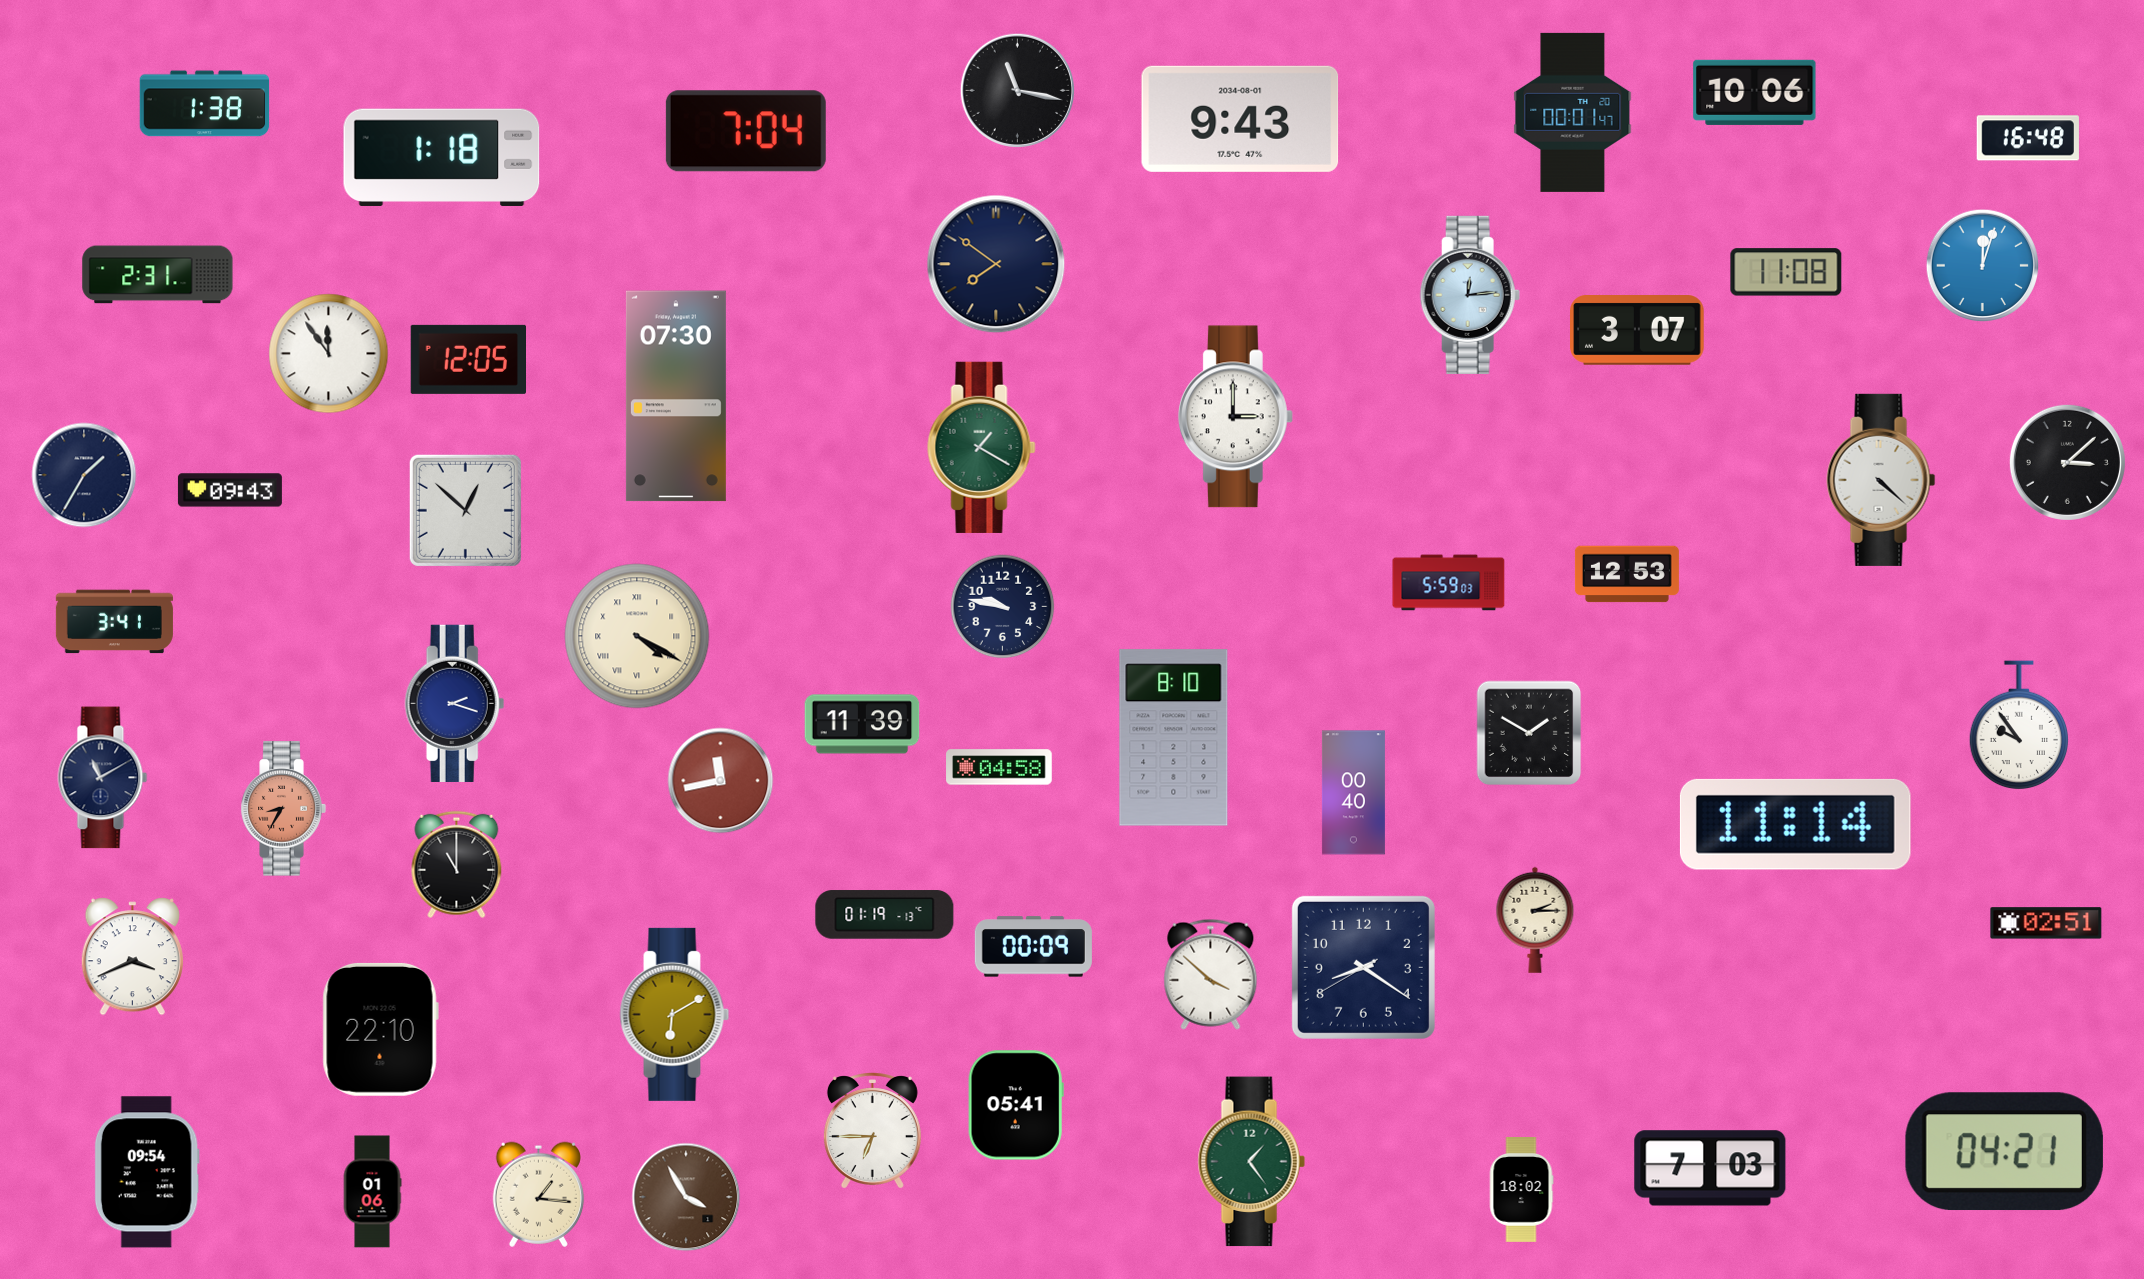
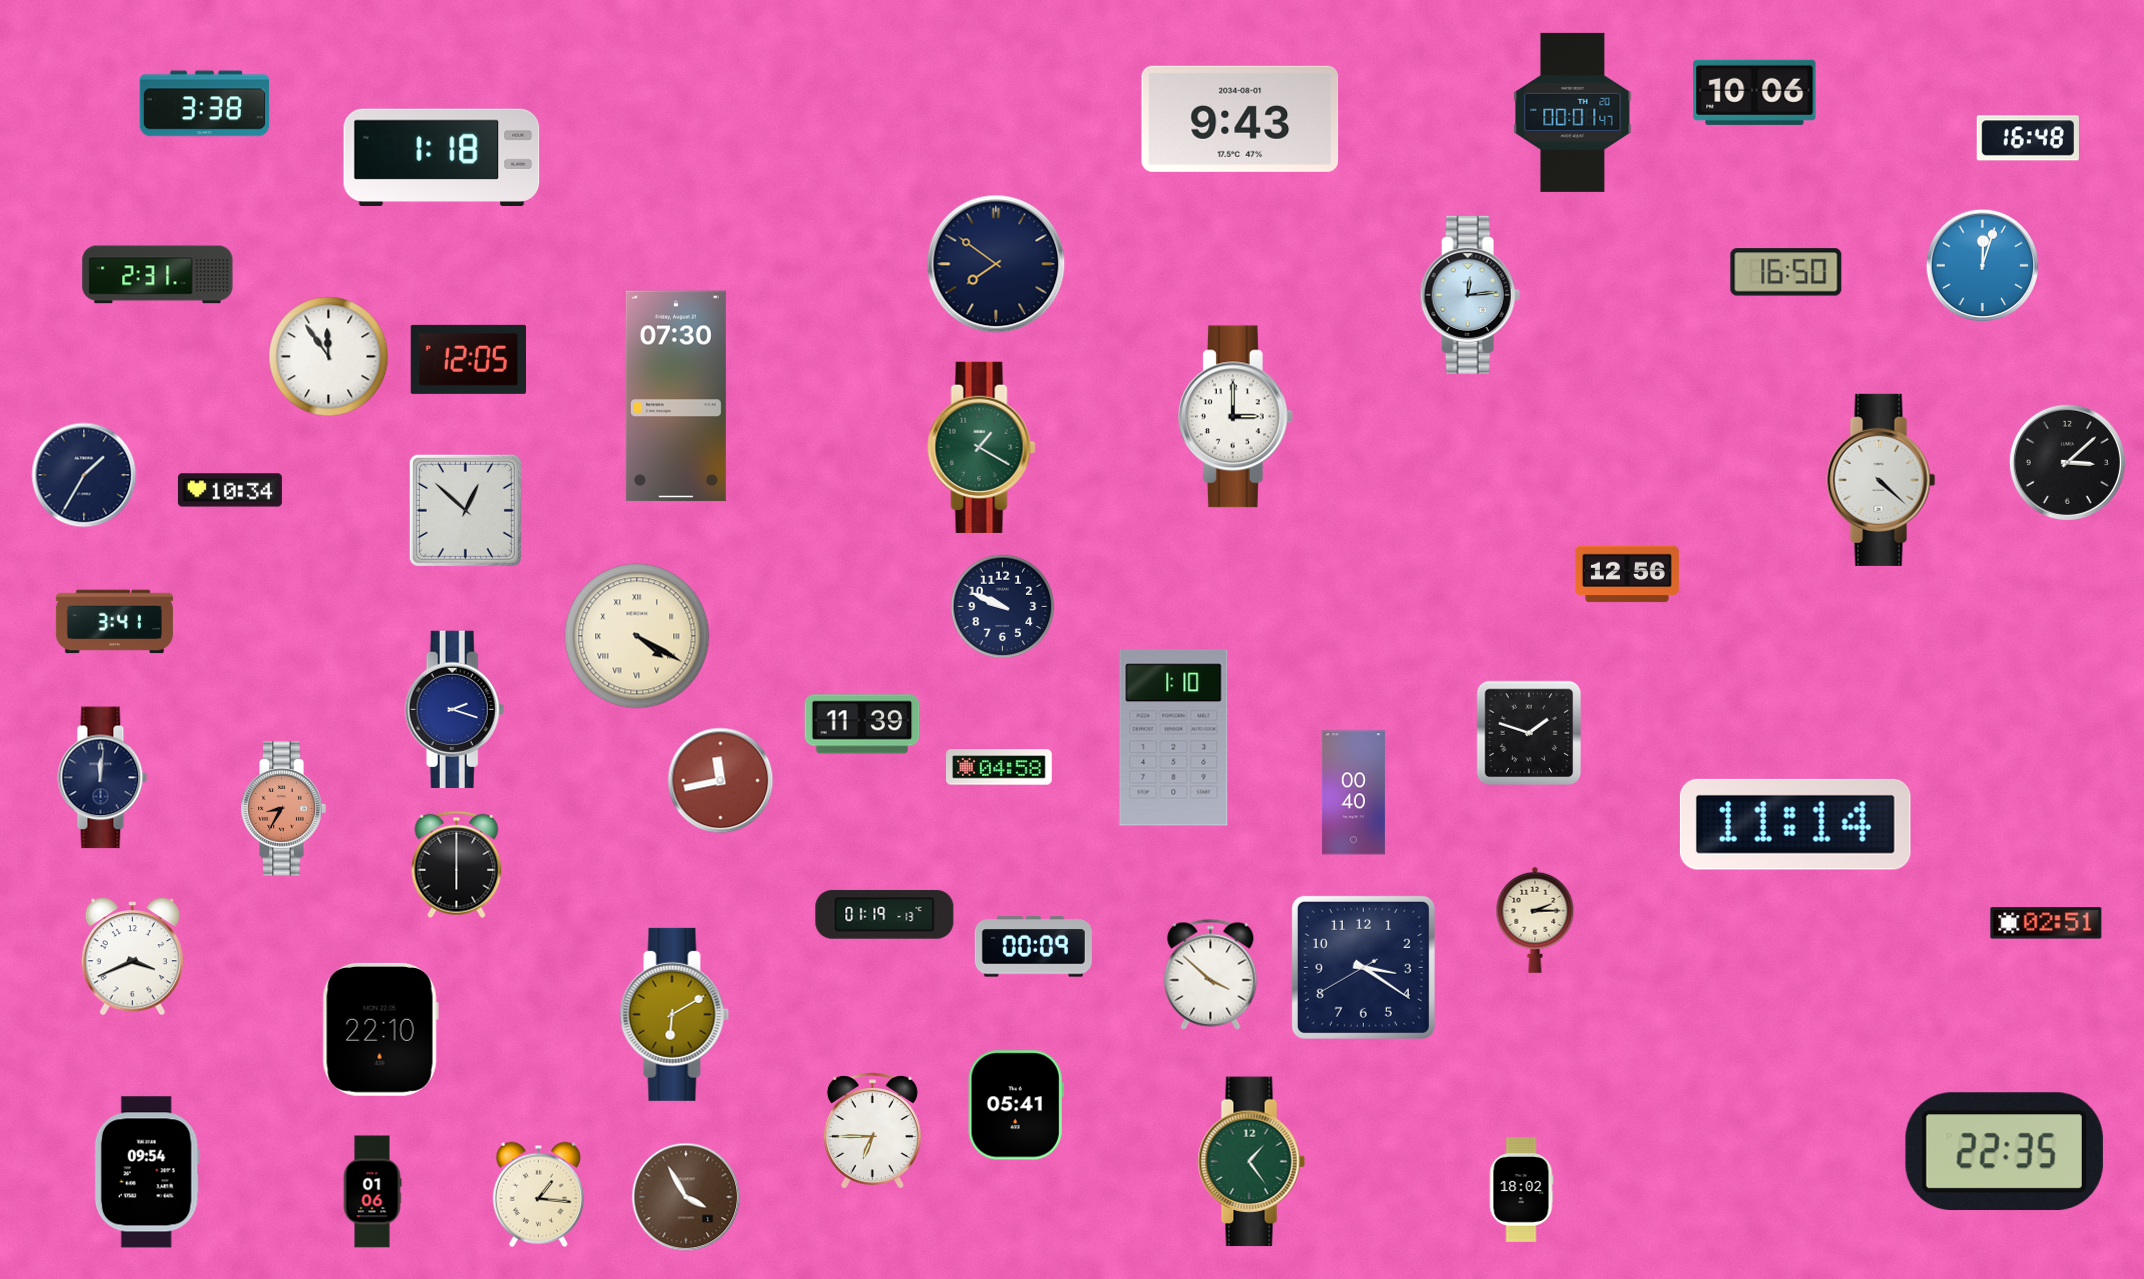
clock at (1017, 90): 11:17 -> none
clock at (205, 104): 1:38 -> 3:38
clock at (746, 131): 7:04 -> none
clock at (1786, 272): 11:08 -> 16:50
clock at (1637, 331): 3:07 -> none
clock at (329, 354) position: (329, 354) -> (329, 357)
clock at (230, 490): 09:43 -> 10:34
clock at (1627, 574): 12:53 -> 12:56
clock at (1449, 583): 5:59 -> none
clock at (1003, 607): 9:47 -> 9:49
clock at (455, 703) position: (455, 703) -> (455, 709)
clock at (2019, 726): 9:54 -> none
clock at (1529, 733): 1:50 -> 1:48
clock at (1174, 738): 8:10 -> 1:10
clock at (103, 778): 11:10 -> 12:01
clock at (457, 865): 11:00 -> 6:00
clock at (1363, 967): 8:20 -> 3:20
clock at (2004, 1152): 04:21 -> 22:35
clock at (1710, 1168): 7:03 -> none
